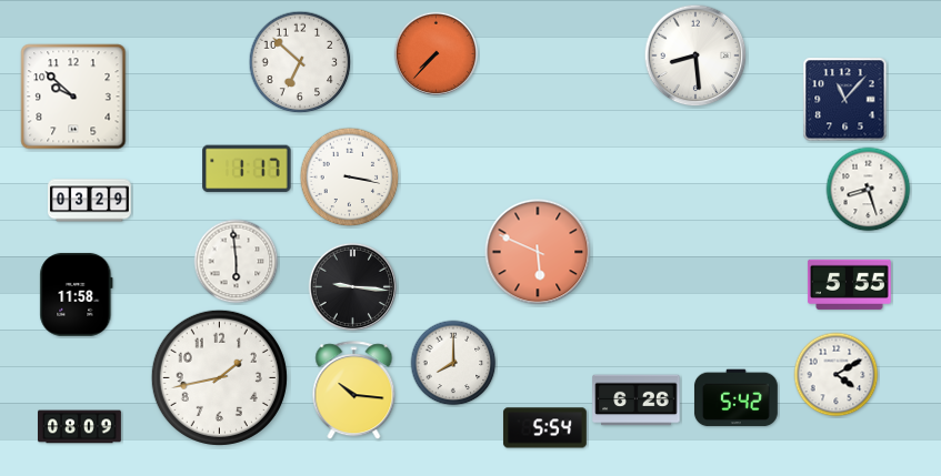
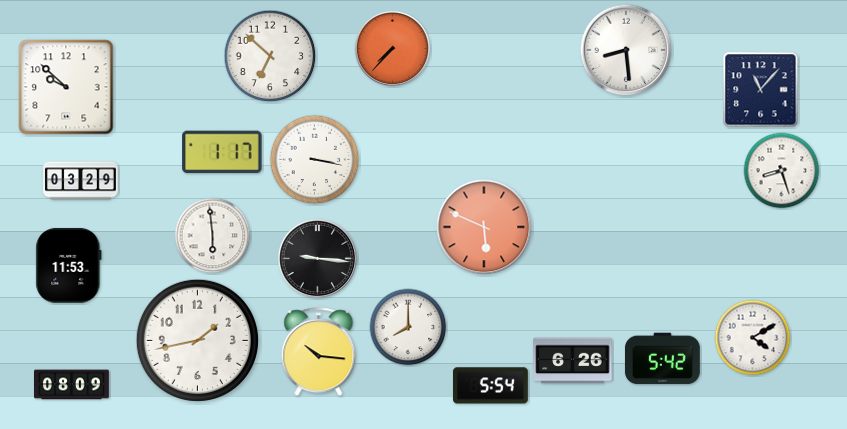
clock at (849, 284): 5:55 -> none
clock at (77, 294): 11:58 -> 11:53
